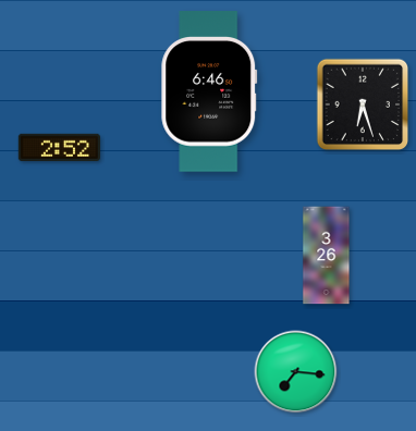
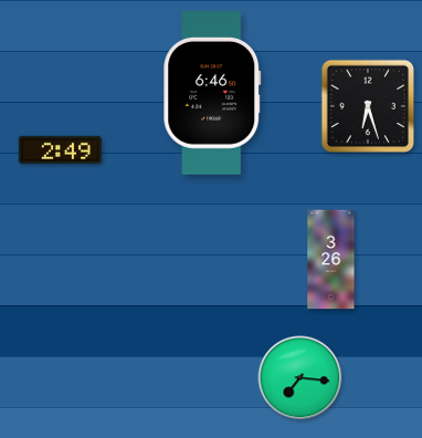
clock at (59, 147): 2:52 -> 2:49
